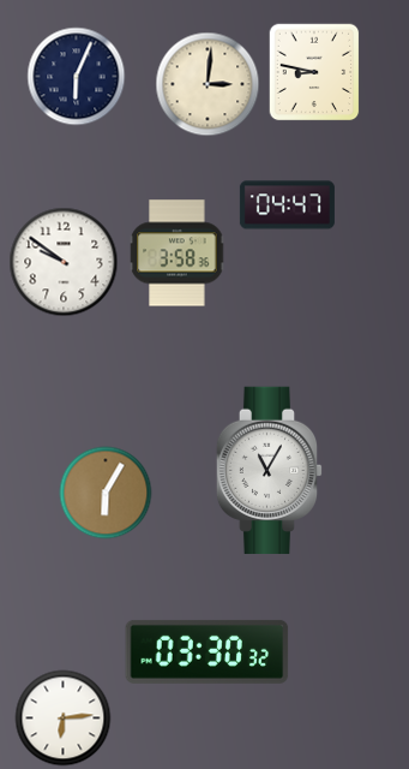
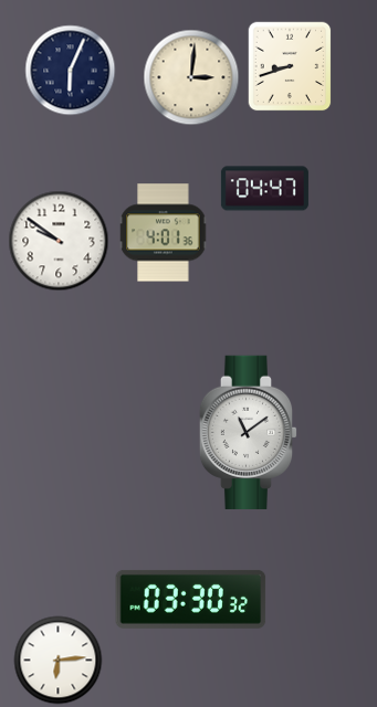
clock at (314, 72): 8:47 -> 8:42
clock at (178, 254): 3:58 -> 4:01
clock at (270, 470): 11:05 -> 11:09
clock at (106, 493): 6:05 -> none
